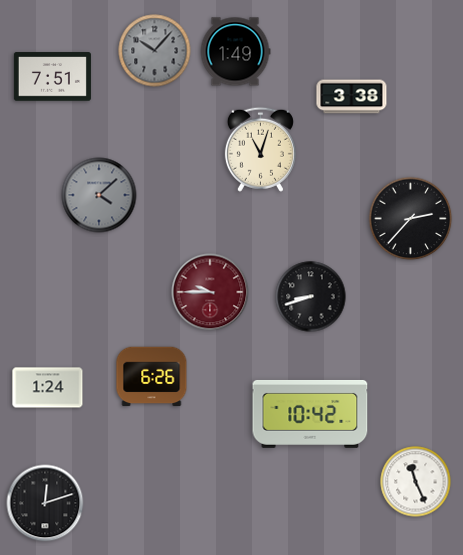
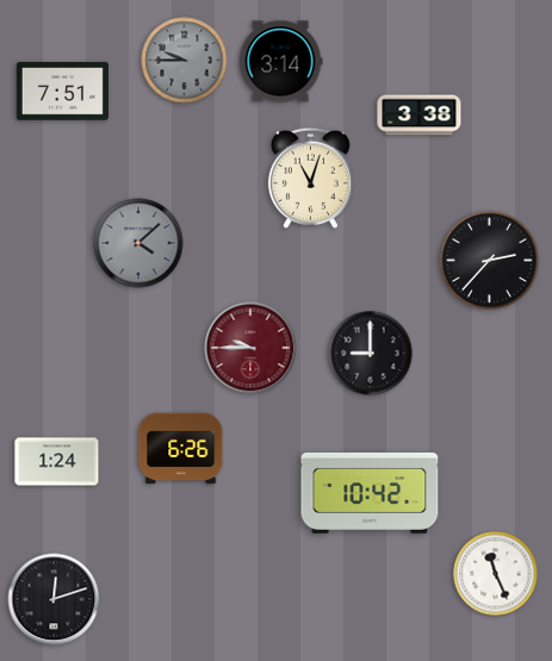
clock at (155, 51): 10:07 -> 9:45
clock at (235, 52): 1:49 -> 3:14
clock at (99, 195) position: (99, 195) -> (138, 243)
clock at (311, 297): 8:42 -> 9:00
